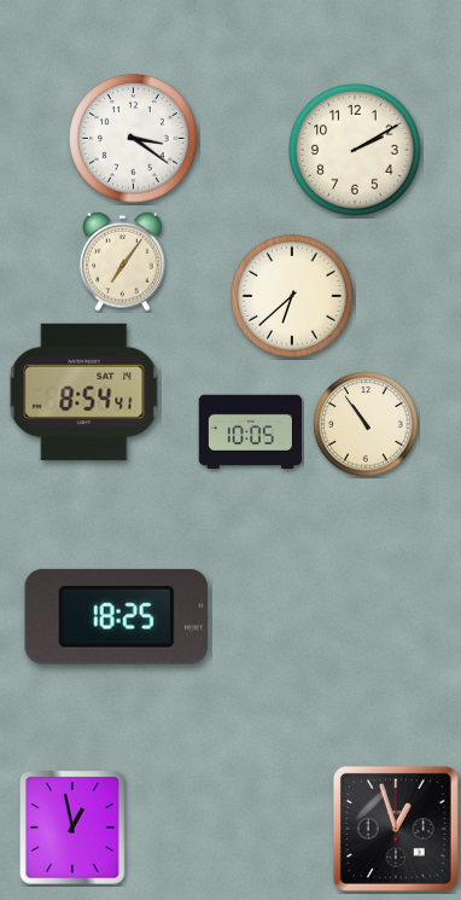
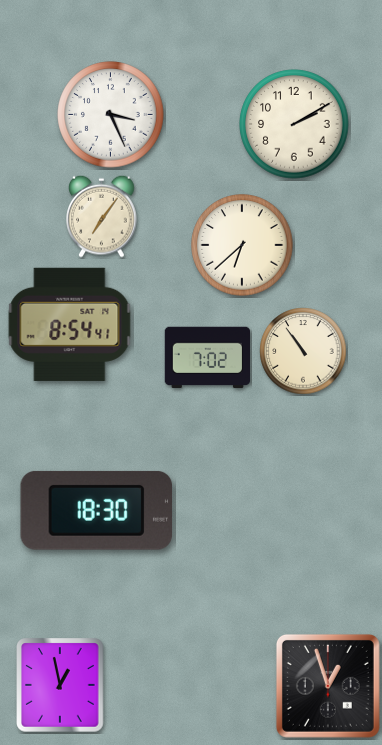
clock at (134, 139): 3:21 -> 3:26
clock at (250, 432): 10:05 -> 7:02
clock at (116, 616): 18:25 -> 18:30
